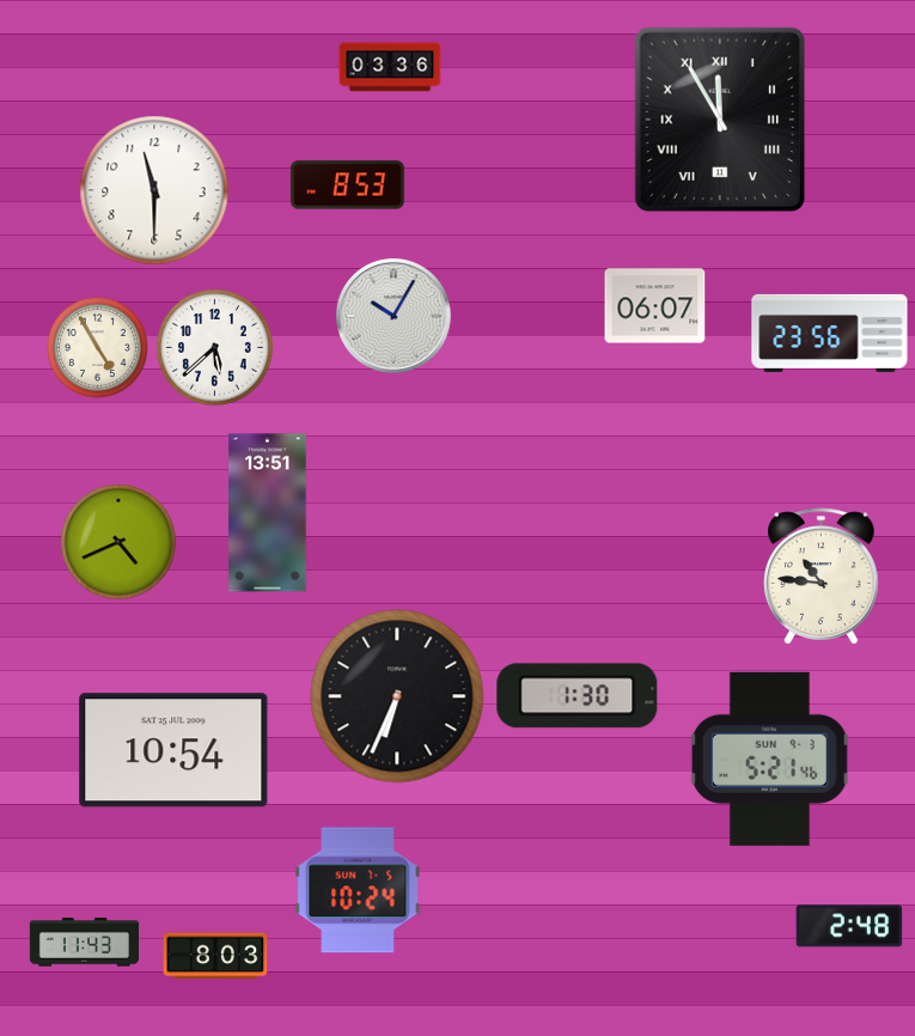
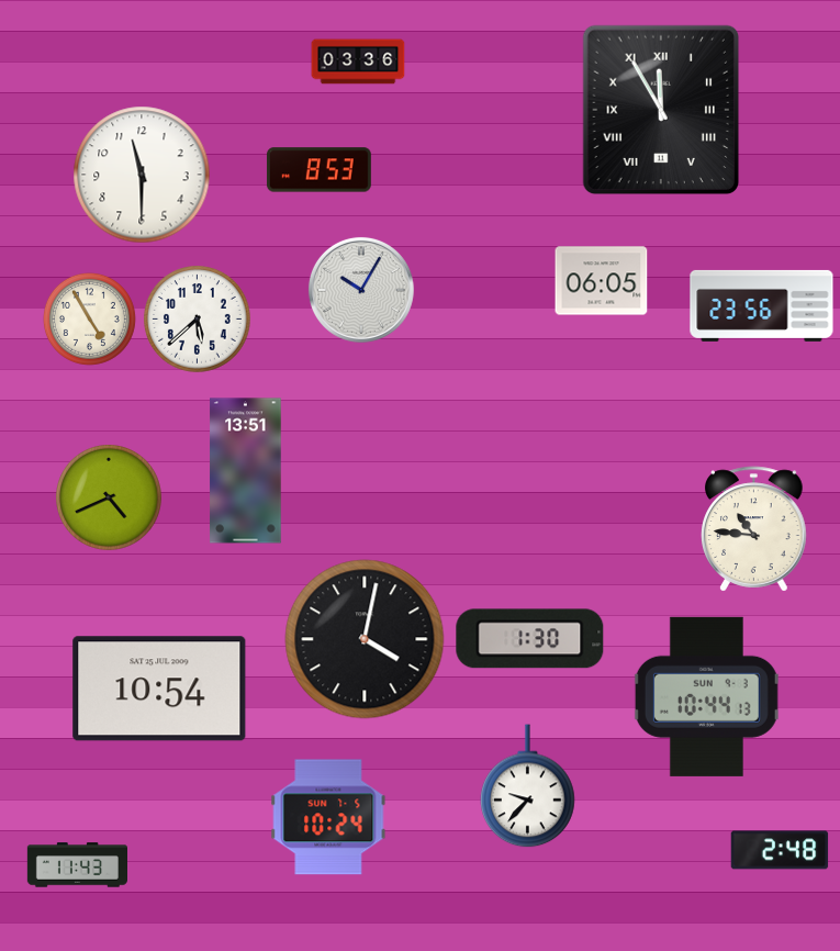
clock at (655, 306): 06:07 -> 06:05
clock at (397, 696): 6:34 -> 4:02
clock at (769, 758): 5:21 -> 10:44
clock at (528, 786): none -> 9:37
clock at (215, 956): 8:03 -> none
